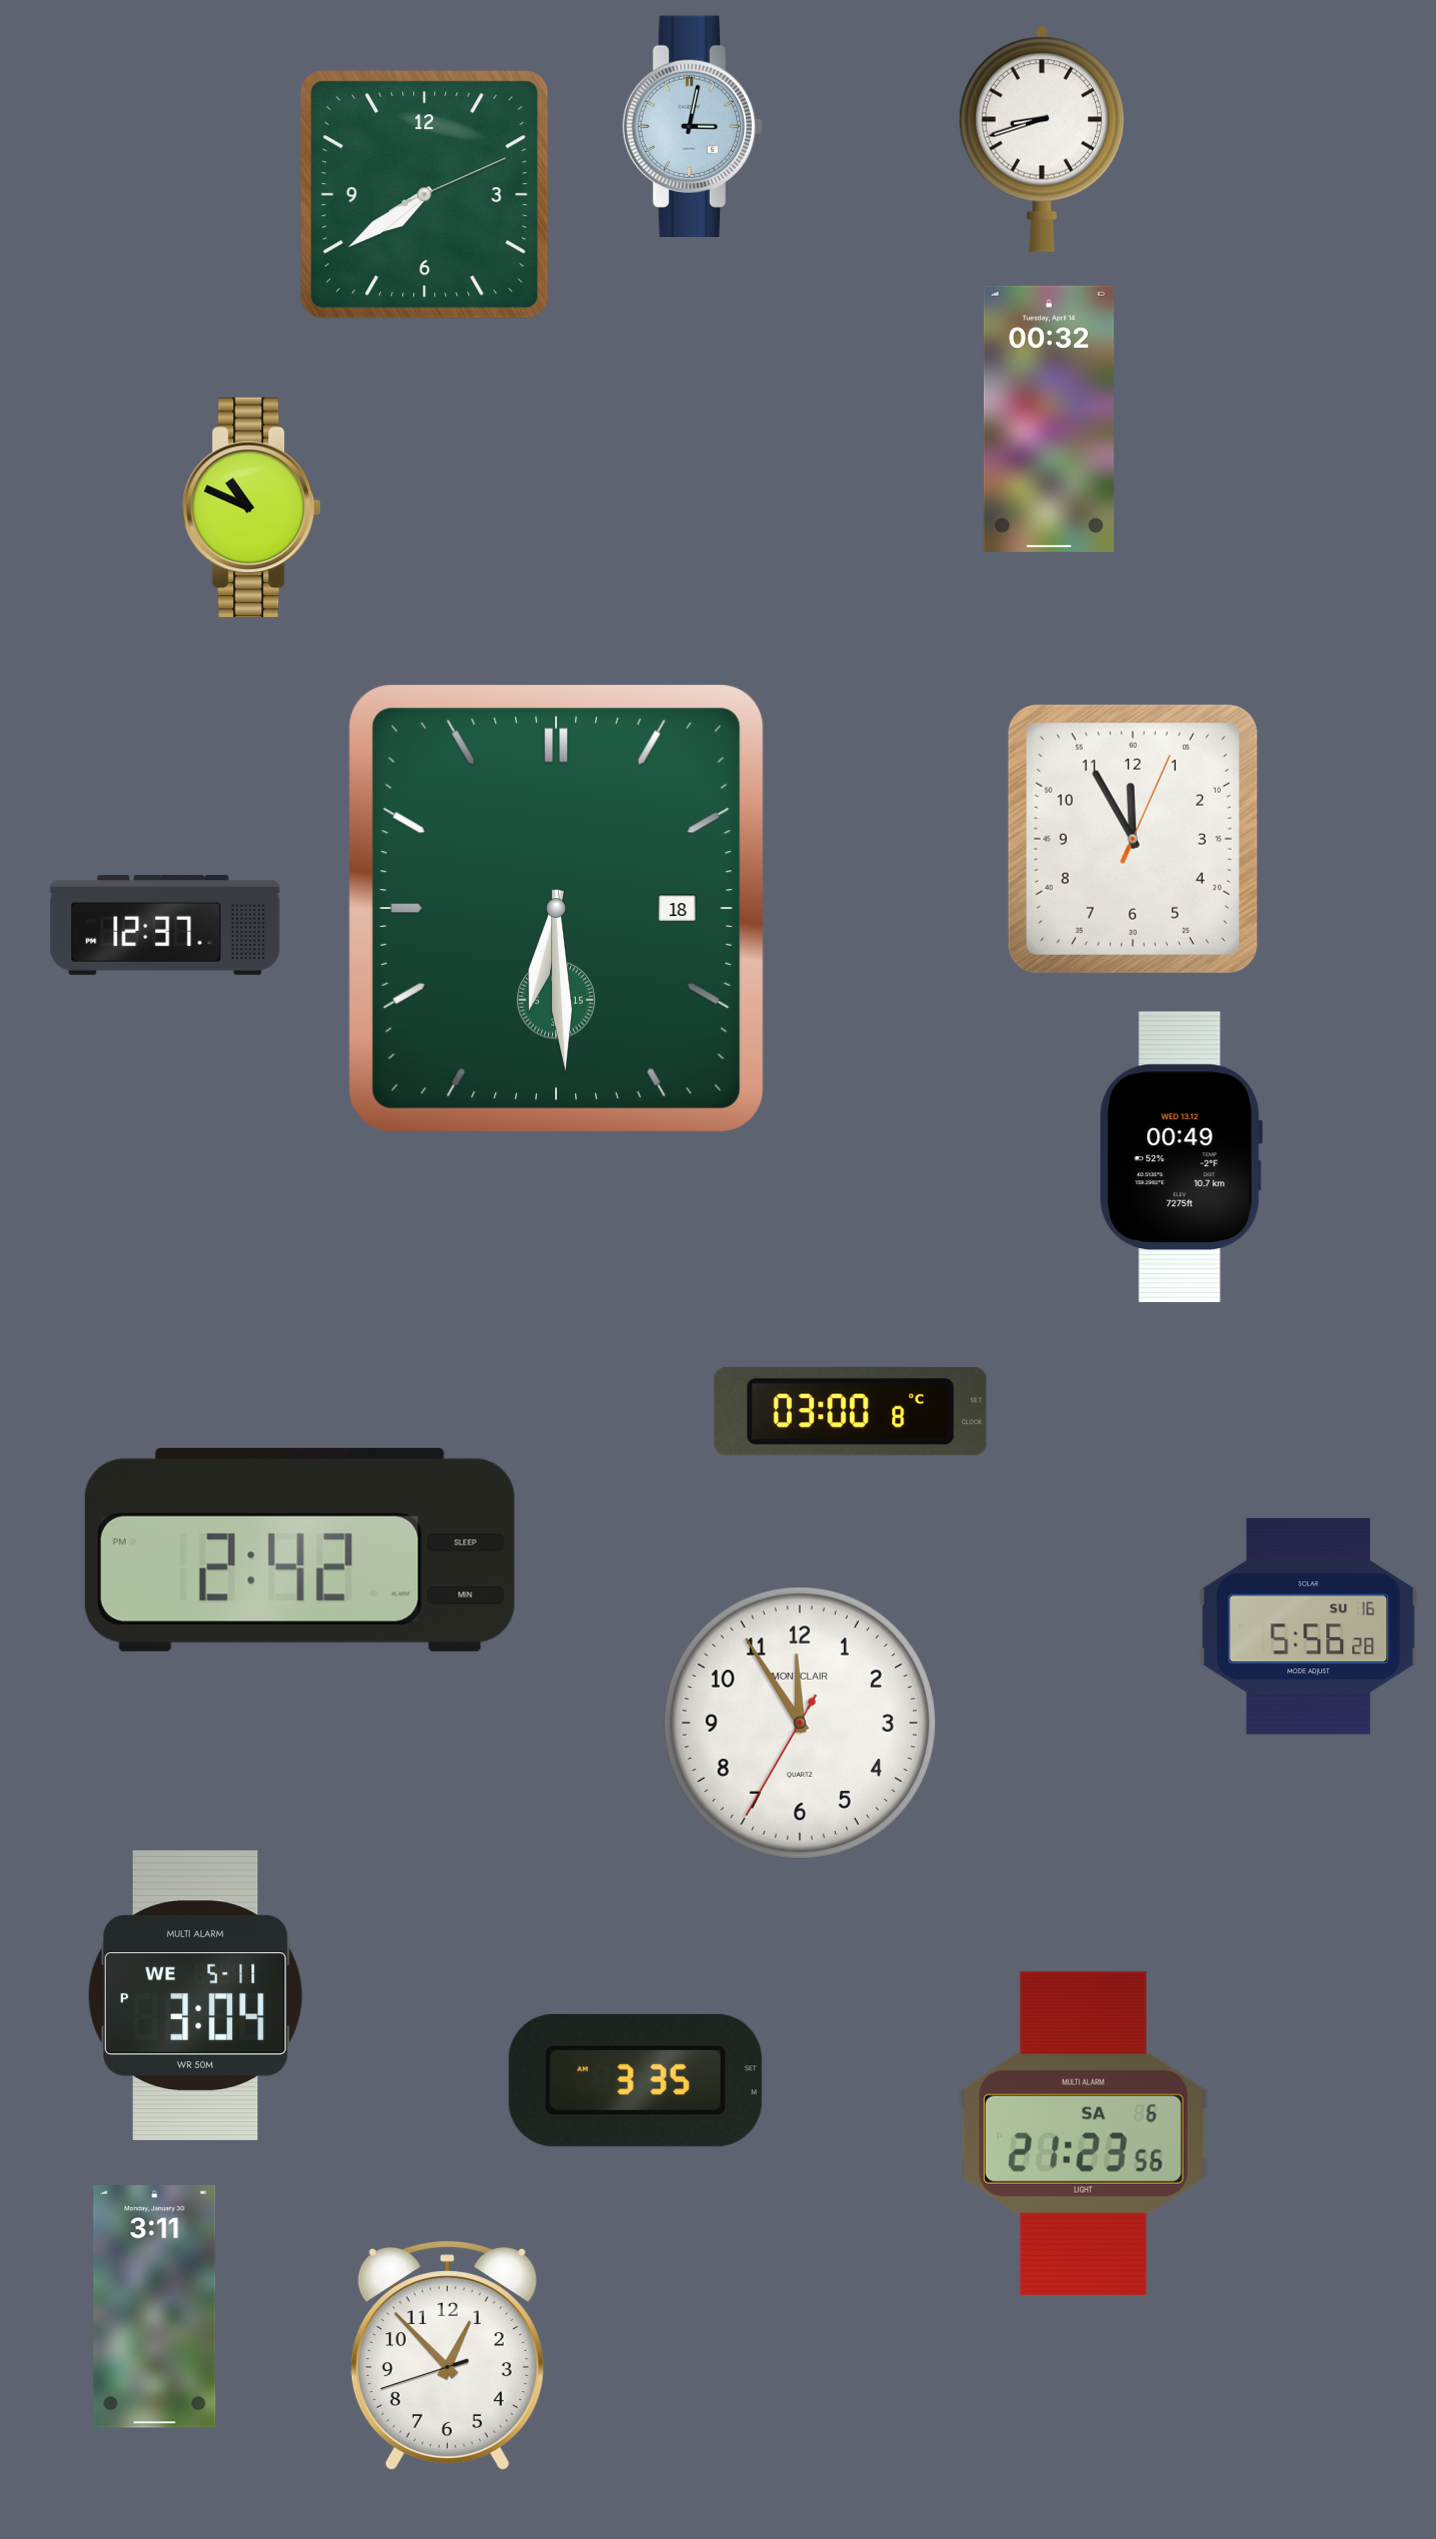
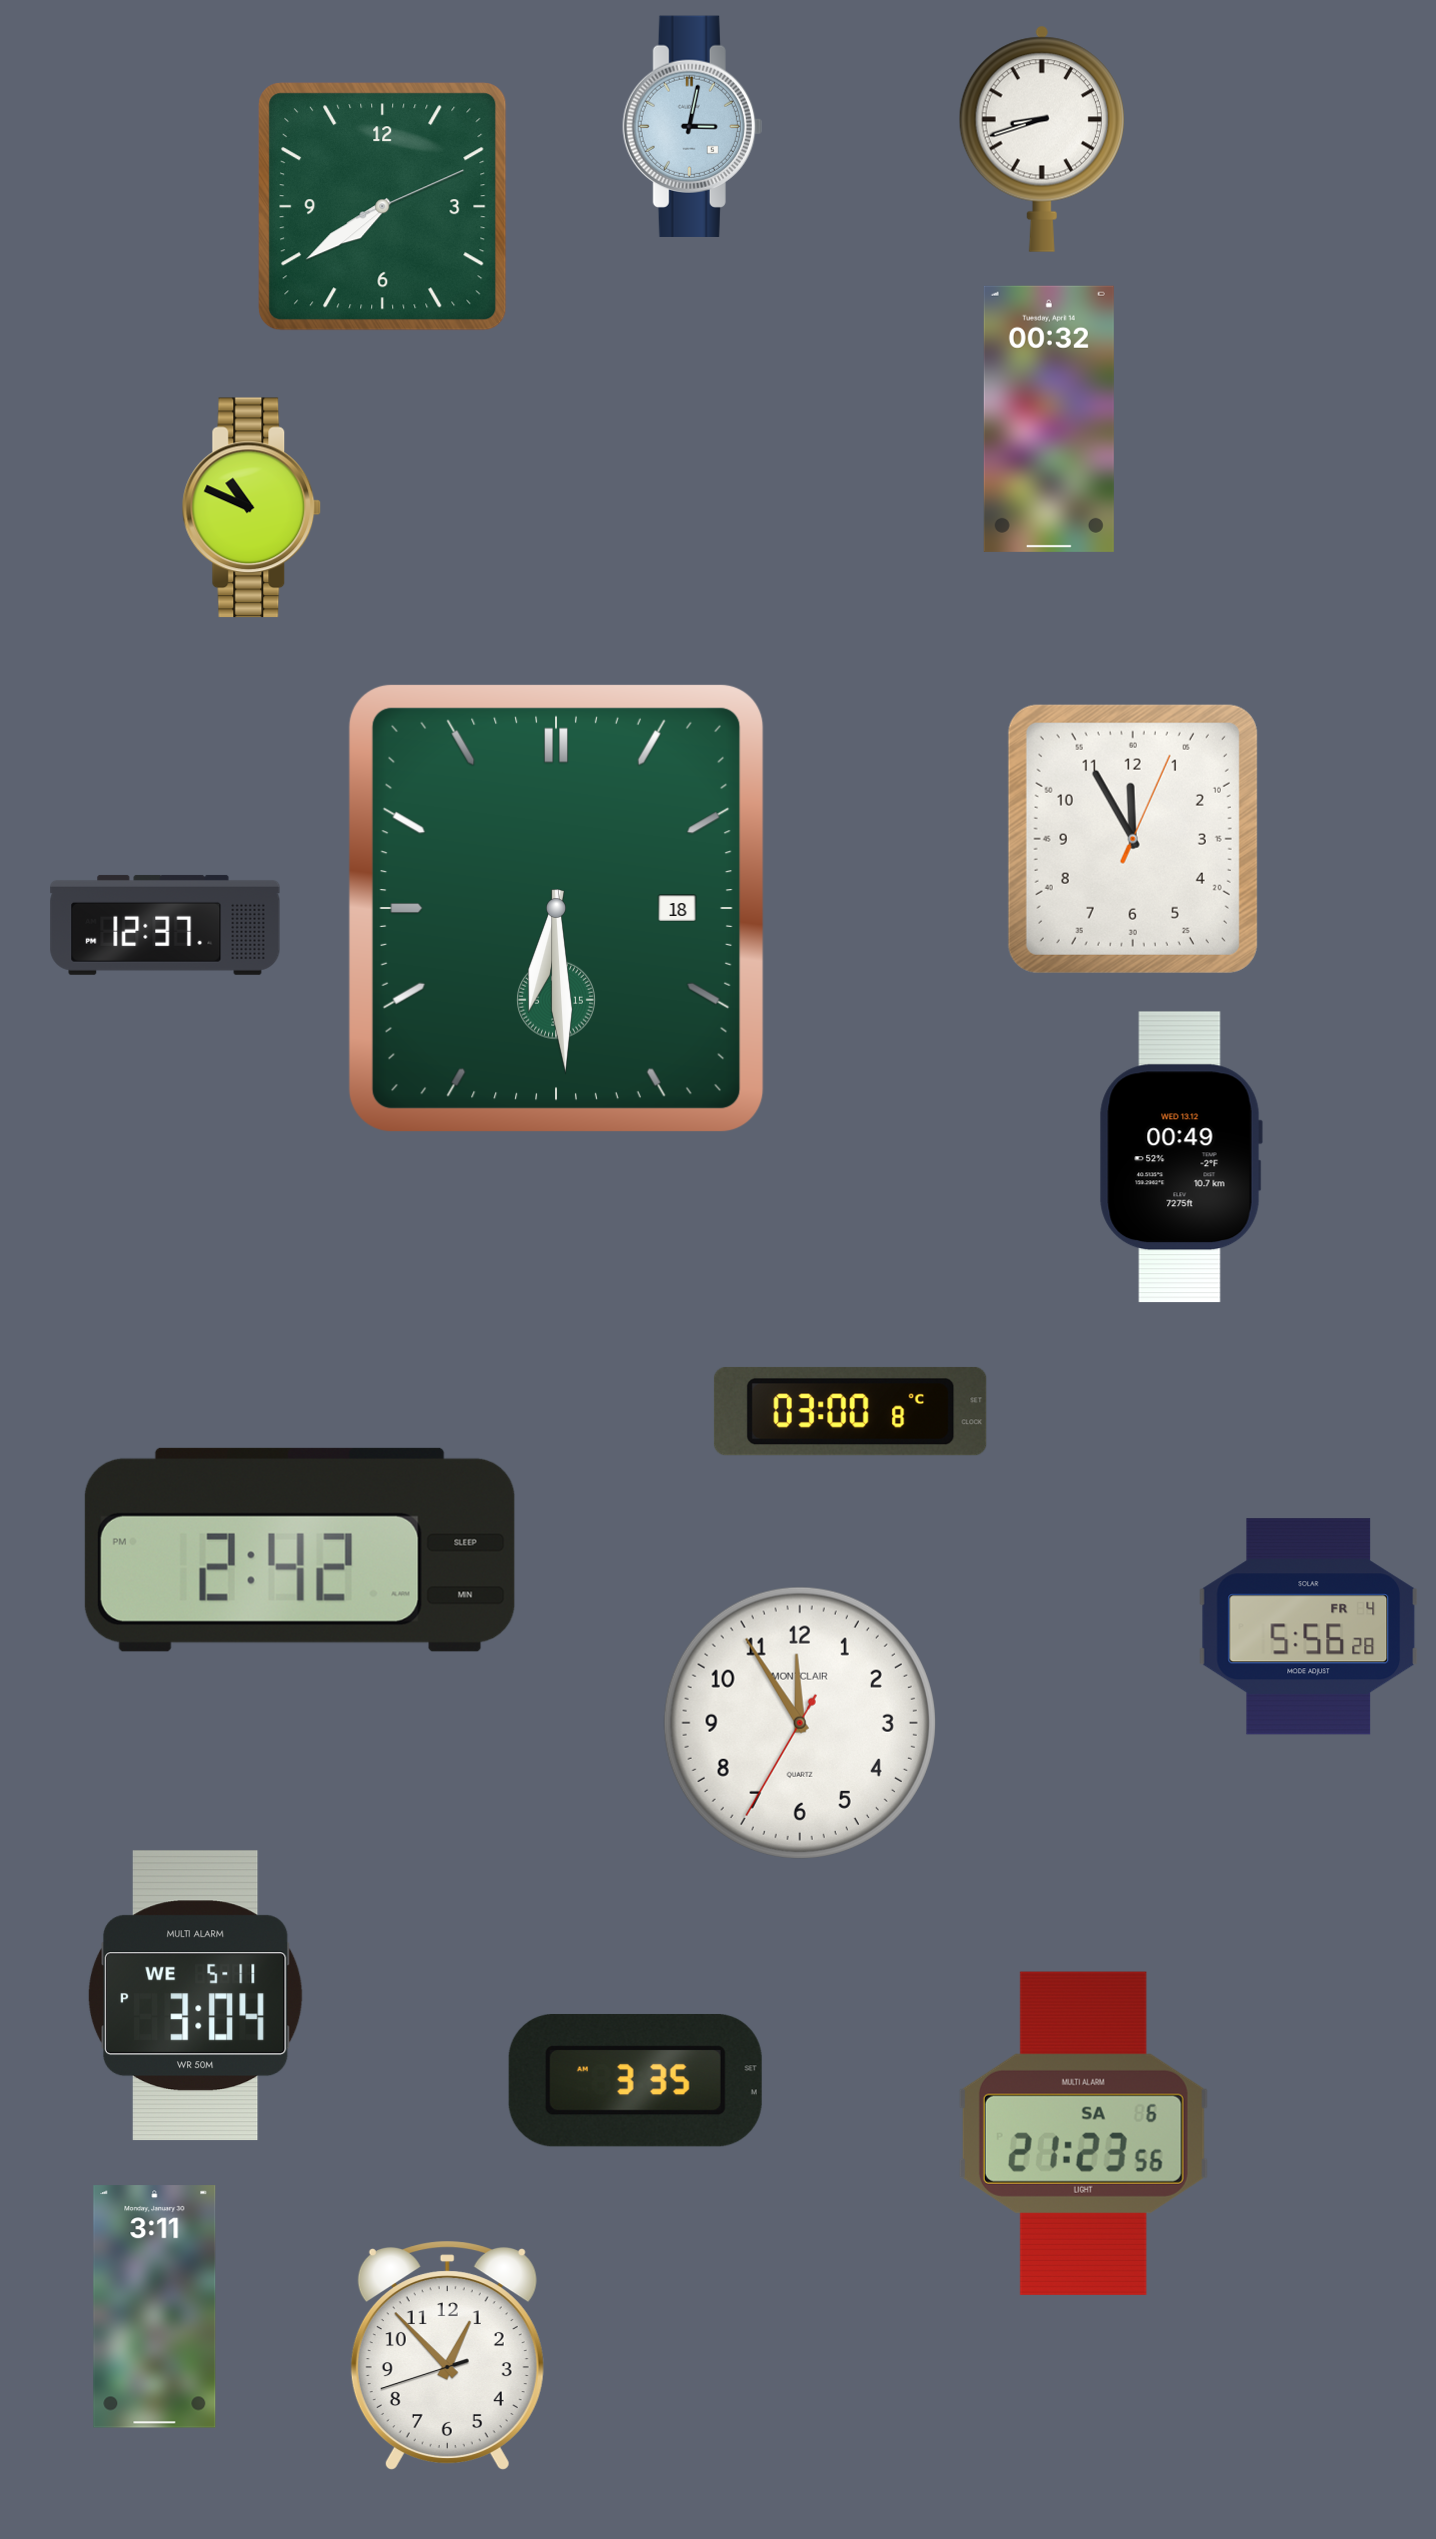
clock at (425, 195) position: (425, 195) -> (383, 207)
clock at (1309, 1627) date: SU 16 -> FR 4
